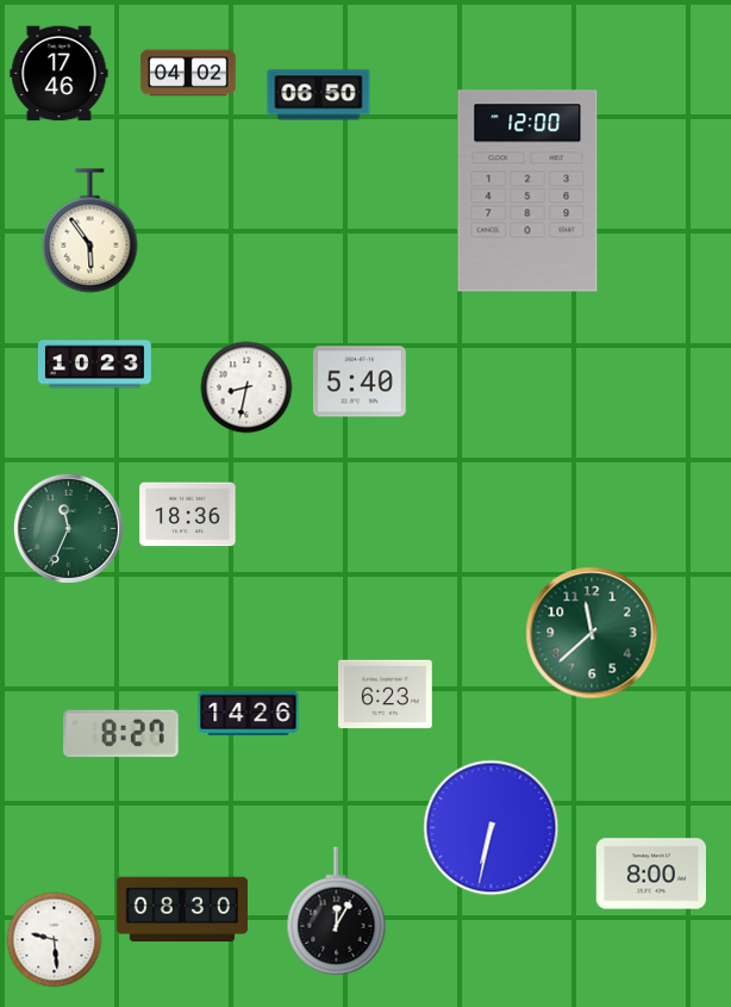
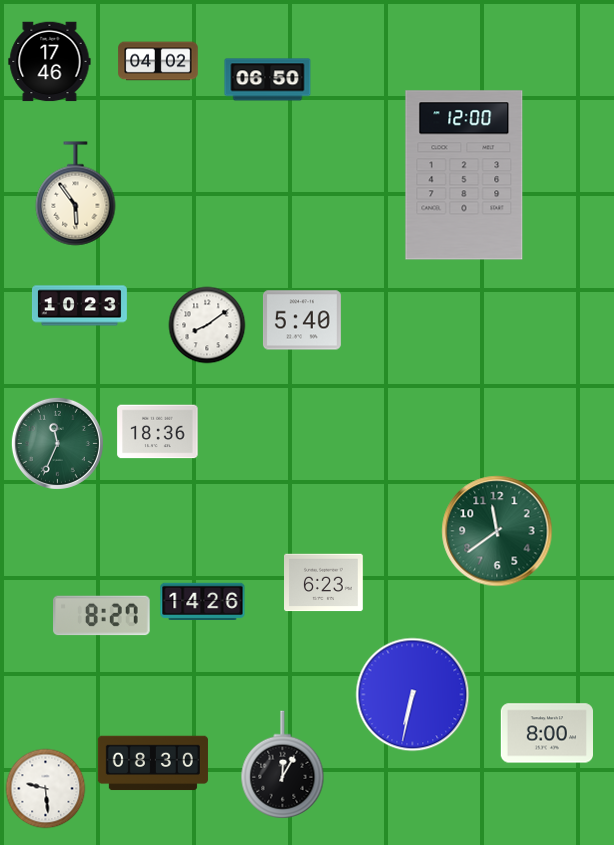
clock at (527, 191) position: (527, 191) -> (464, 175)
clock at (246, 387): 8:32 -> 8:09
clock at (592, 633): 11:38 -> 11:39
clock at (249, 713) position: (249, 713) -> (203, 601)
